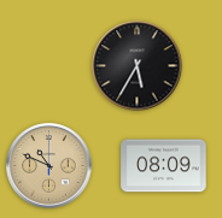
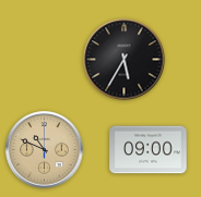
clock at (164, 166): 08:09 -> 09:00
